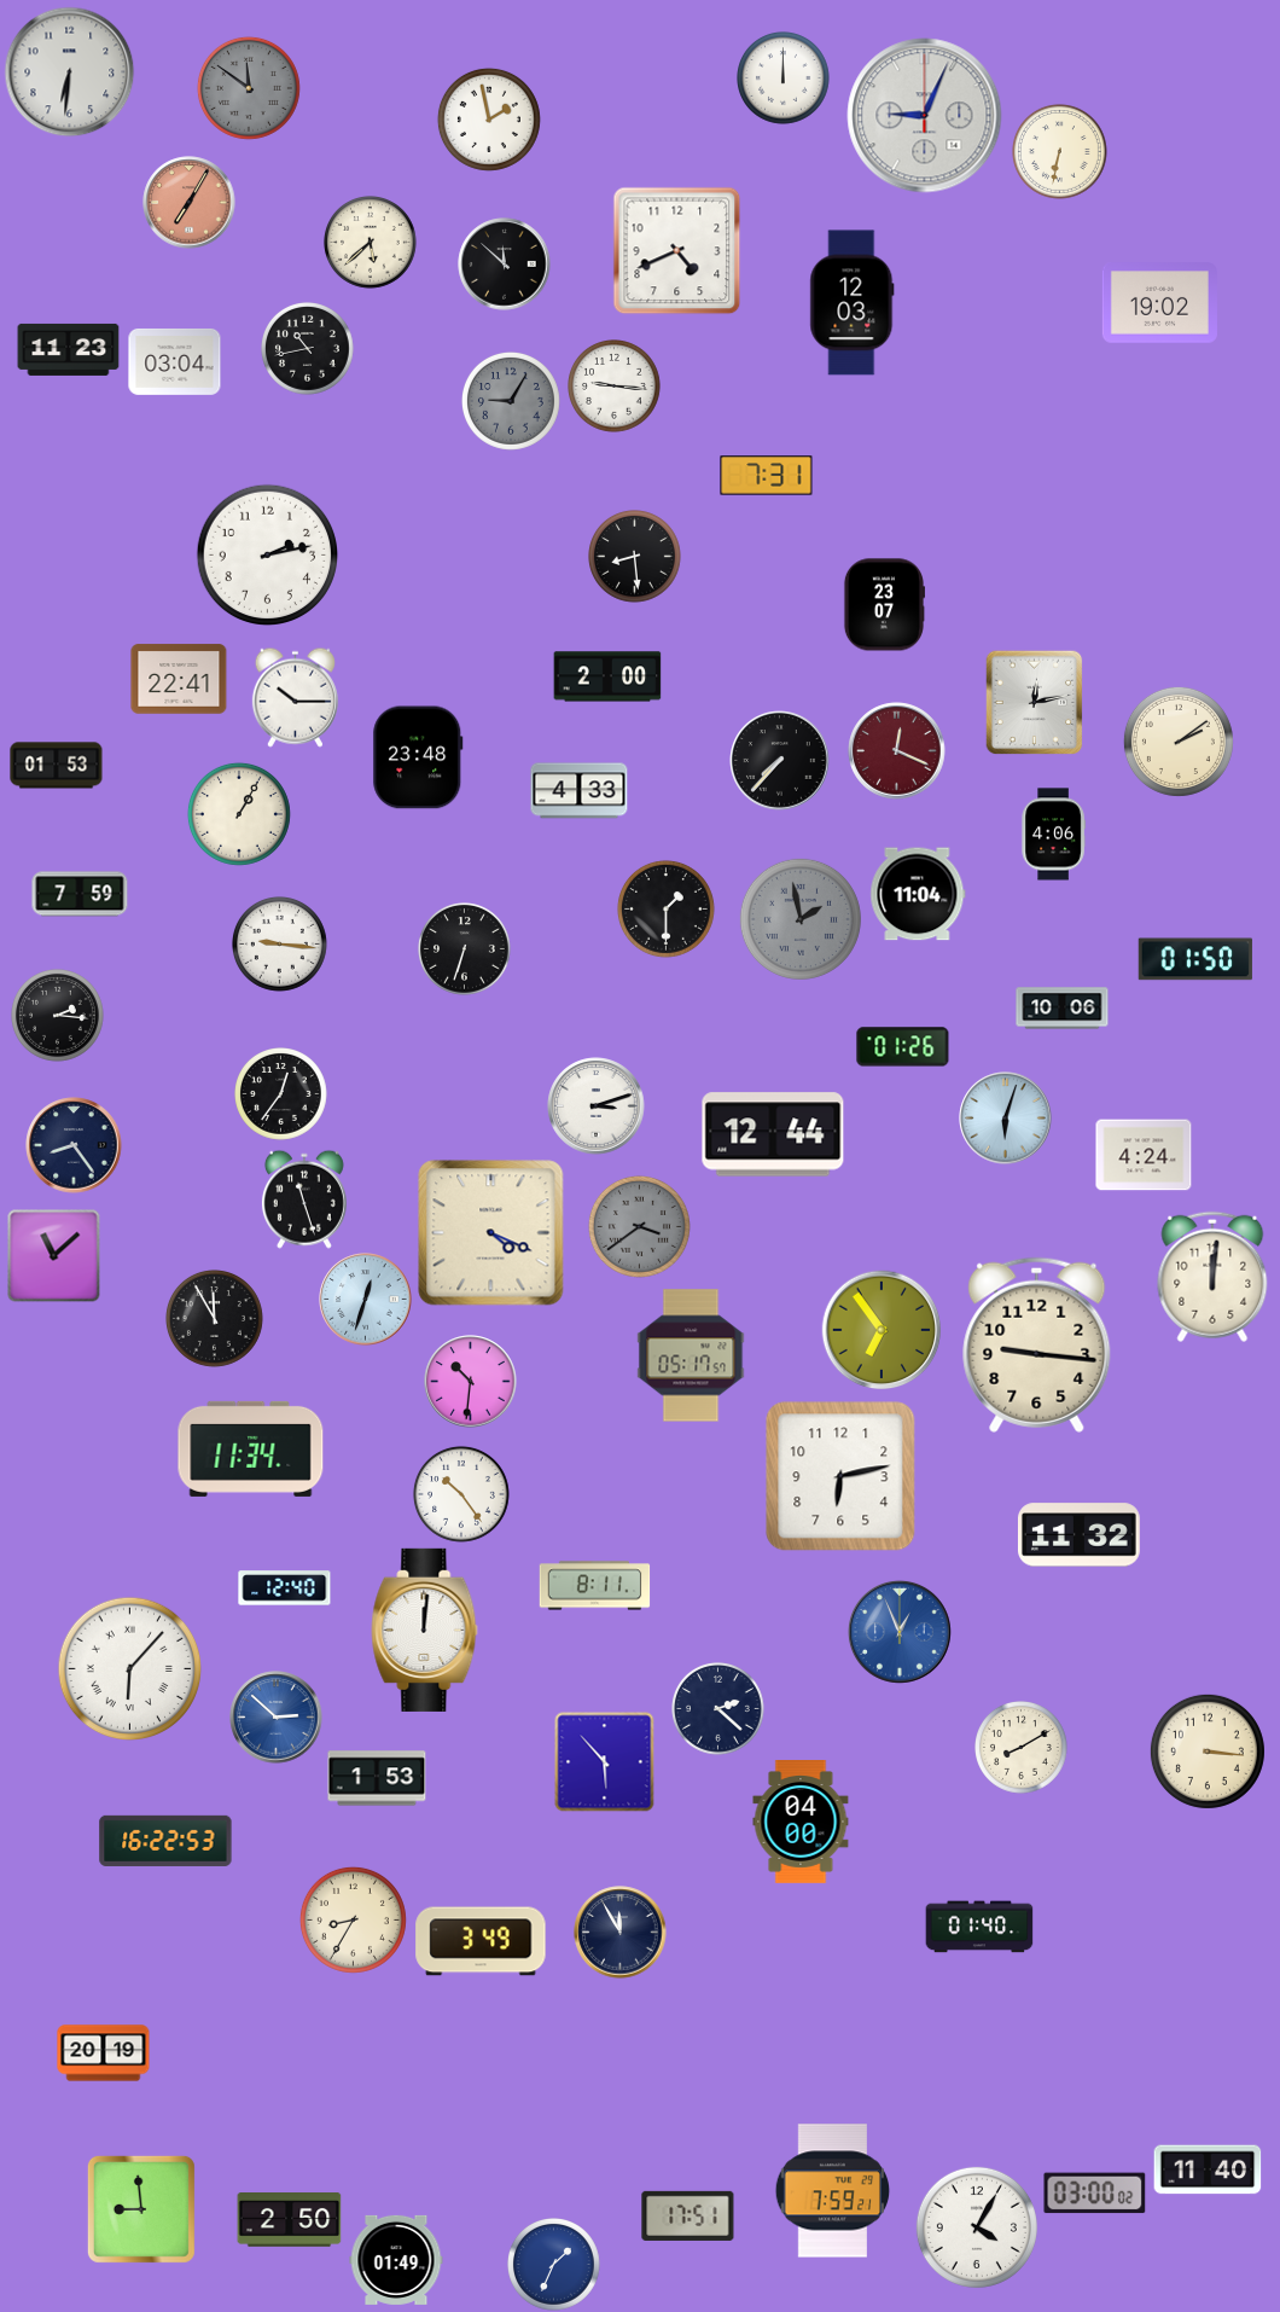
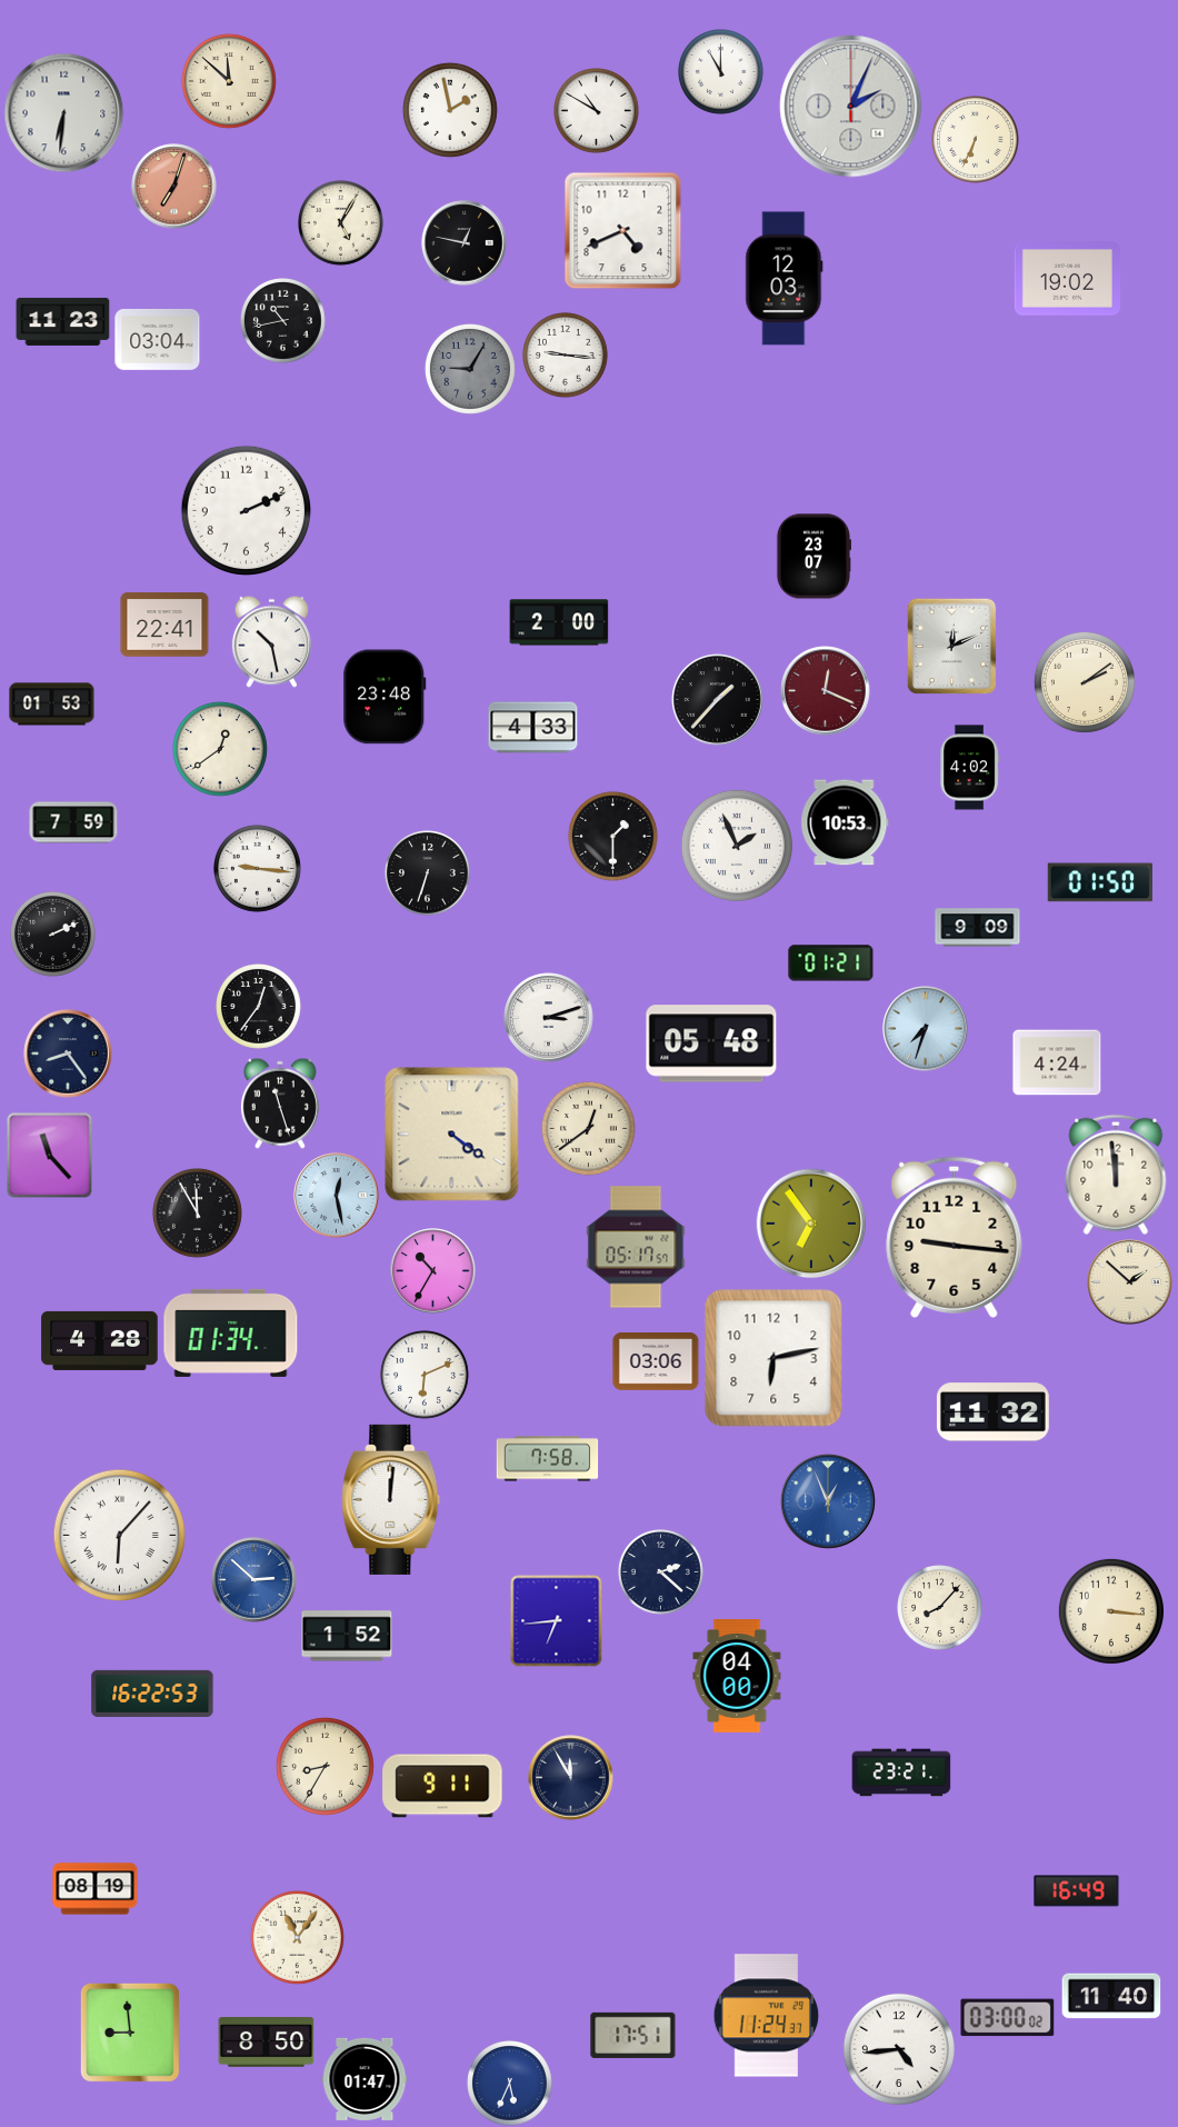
clock at (70, 72) position: (70, 72) -> (64, 113)
clock at (784, 79): 12:00 -> 11:00
clock at (249, 88): 11:51 -> 11:52
clock at (249, 88) dial: grey -> cream
clock at (925, 116): 9:04 -> 2:04
clock at (597, 111): none -> 10:50
clock at (1060, 152): 6:32 -> 6:34
clock at (190, 203): 7:05 -> 7:03
clock at (371, 243): 5:38 -> 5:05
clock at (505, 265): 11:52 -> 12:47
clock at (175, 361) position: (175, 361) -> (158, 339)
clock at (767, 476): 7:31 -> none
clock at (268, 556): 2:13 -> 2:11
clock at (635, 557): 8:29 -> none
clock at (295, 697): 10:15 -> 10:28
clock at (1035, 702): 12:13 -> 12:11
clock at (780, 761): 7:37 -> 1:37
clock at (239, 814): 1:05 -> 12:39
clock at (1053, 835): 4:06 -> 4:02
clock at (918, 894): 11:04 -> 10:53
clock at (801, 919): 1:58 -> 1:56
clock at (801, 919) dial: grey -> white
clock at (1063, 1009): 10:06 -> 9:09
clock at (58, 1016): 2:16 -> 2:11
clock at (903, 1047): 01:26 -> 01:21
clock at (1006, 1119): 6:03 -> 7:33
clock at (773, 1134): 12:44 -> 05:48
clock at (1144, 1155) position: (1144, 1155) -> (1057, 1062)
clock at (639, 1226): 3:39 -> 12:39
clock at (639, 1226) dial: grey -> cream
clock at (491, 1233): 4:19 -> 4:21
clock at (54, 1256): 11:08 -> 11:23
clock at (1212, 1277): 12:01 -> 11:59
clock at (366, 1300): 12:33 -> 12:28
clock at (471, 1382): 10:31 -> 10:35
clock at (1130, 1282): none -> 1:52
clock at (251, 1448): 11:34 -> 01:34
clock at (100, 1340): none -> 4:28
clock at (656, 1361): none -> 03:06
clock at (461, 1494): 10:24 -> 6:11
clock at (595, 1586): 8:11 -> 7:58
clock at (285, 1588): 12:40 -> none
clock at (1022, 1748): 8:10 -> 8:07
clock at (605, 1762): 5:53 -> 6:44
clock at (377, 1778): 1:53 -> 1:52
clock at (979, 1927): 01:40 -> 23:21
clock at (481, 1941): 3:49 -> 9:11
clock at (104, 2054): 20:19 -> 08:19
clock at (1077, 1891): none -> 16:49
clock at (297, 1937): none -> 11:06
clock at (833, 2191): 7:59 -> 11:24
clock at (688, 2215) position: (688, 2215) -> (633, 2035)
clock at (290, 2220): 2:50 -> 8:50
clock at (977, 2227): 4:05 -> 4:44
clock at (396, 2260): 01:49 -> 01:47
clock at (554, 2265): 1:34 -> 5:34
